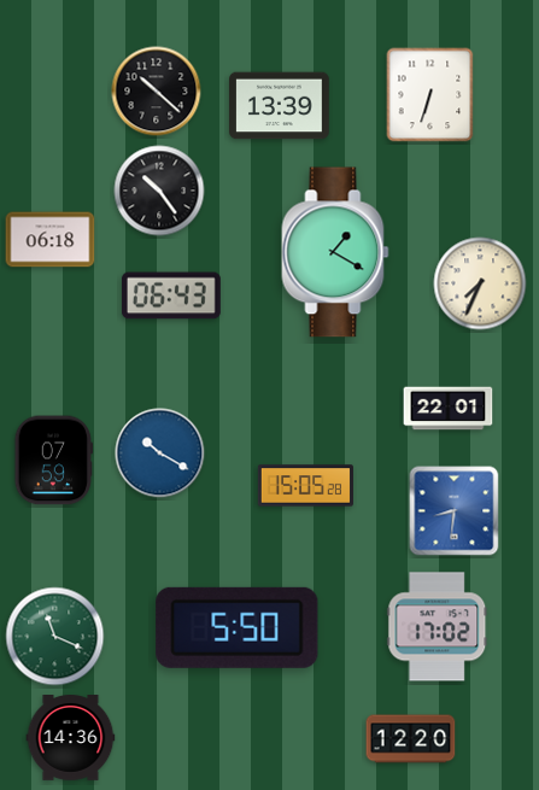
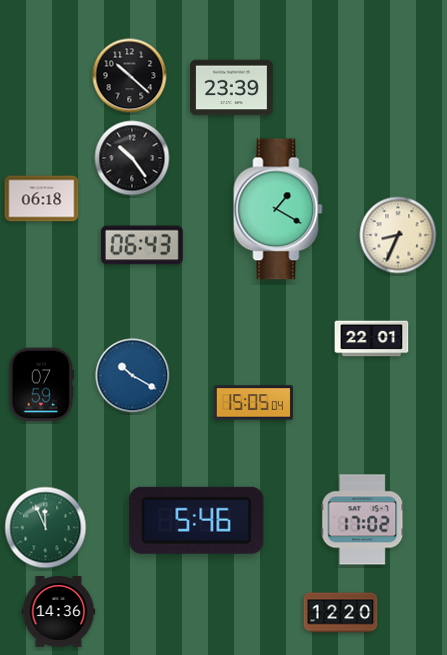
clock at (430, 95): 6:33 -> none
clock at (280, 106): 13:39 -> 23:39
clock at (480, 283): 7:34 -> 8:34
clock at (53, 461) position: (53, 461) -> (41, 385)
clock at (305, 486): 15:05:28 -> 15:05:04
clock at (455, 511): 8:31 -> none
clock at (238, 627): 5:50 -> 5:46
clock at (55, 637): 11:19 -> 11:56
